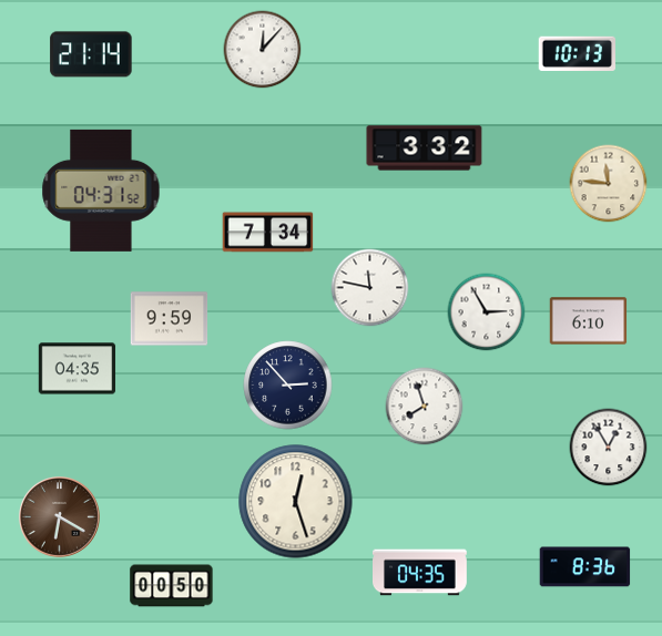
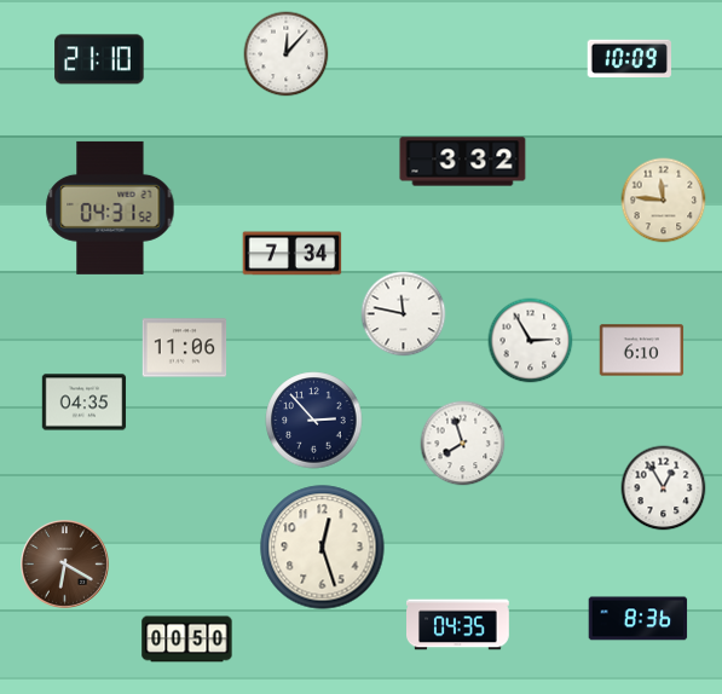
clock at (91, 54): 21:14 -> 21:10
clock at (577, 54): 10:13 -> 10:09
clock at (170, 319): 9:59 -> 11:06
